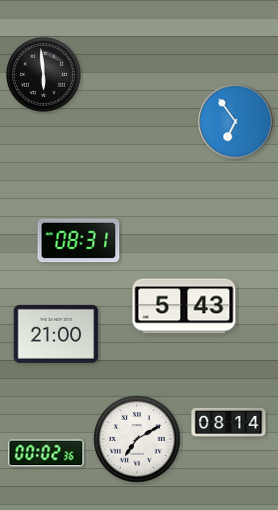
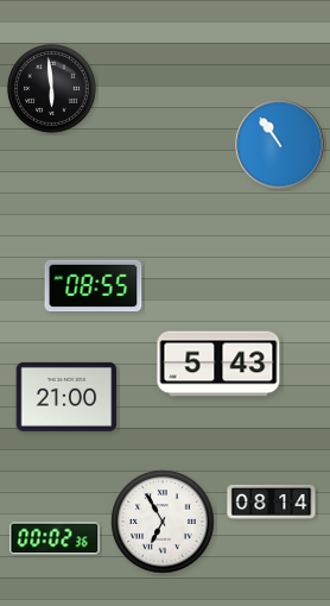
clock at (236, 122): 6:54 -> 10:54
clock at (79, 241): 08:31 -> 08:55
clock at (137, 439): 7:10 -> 6:55
